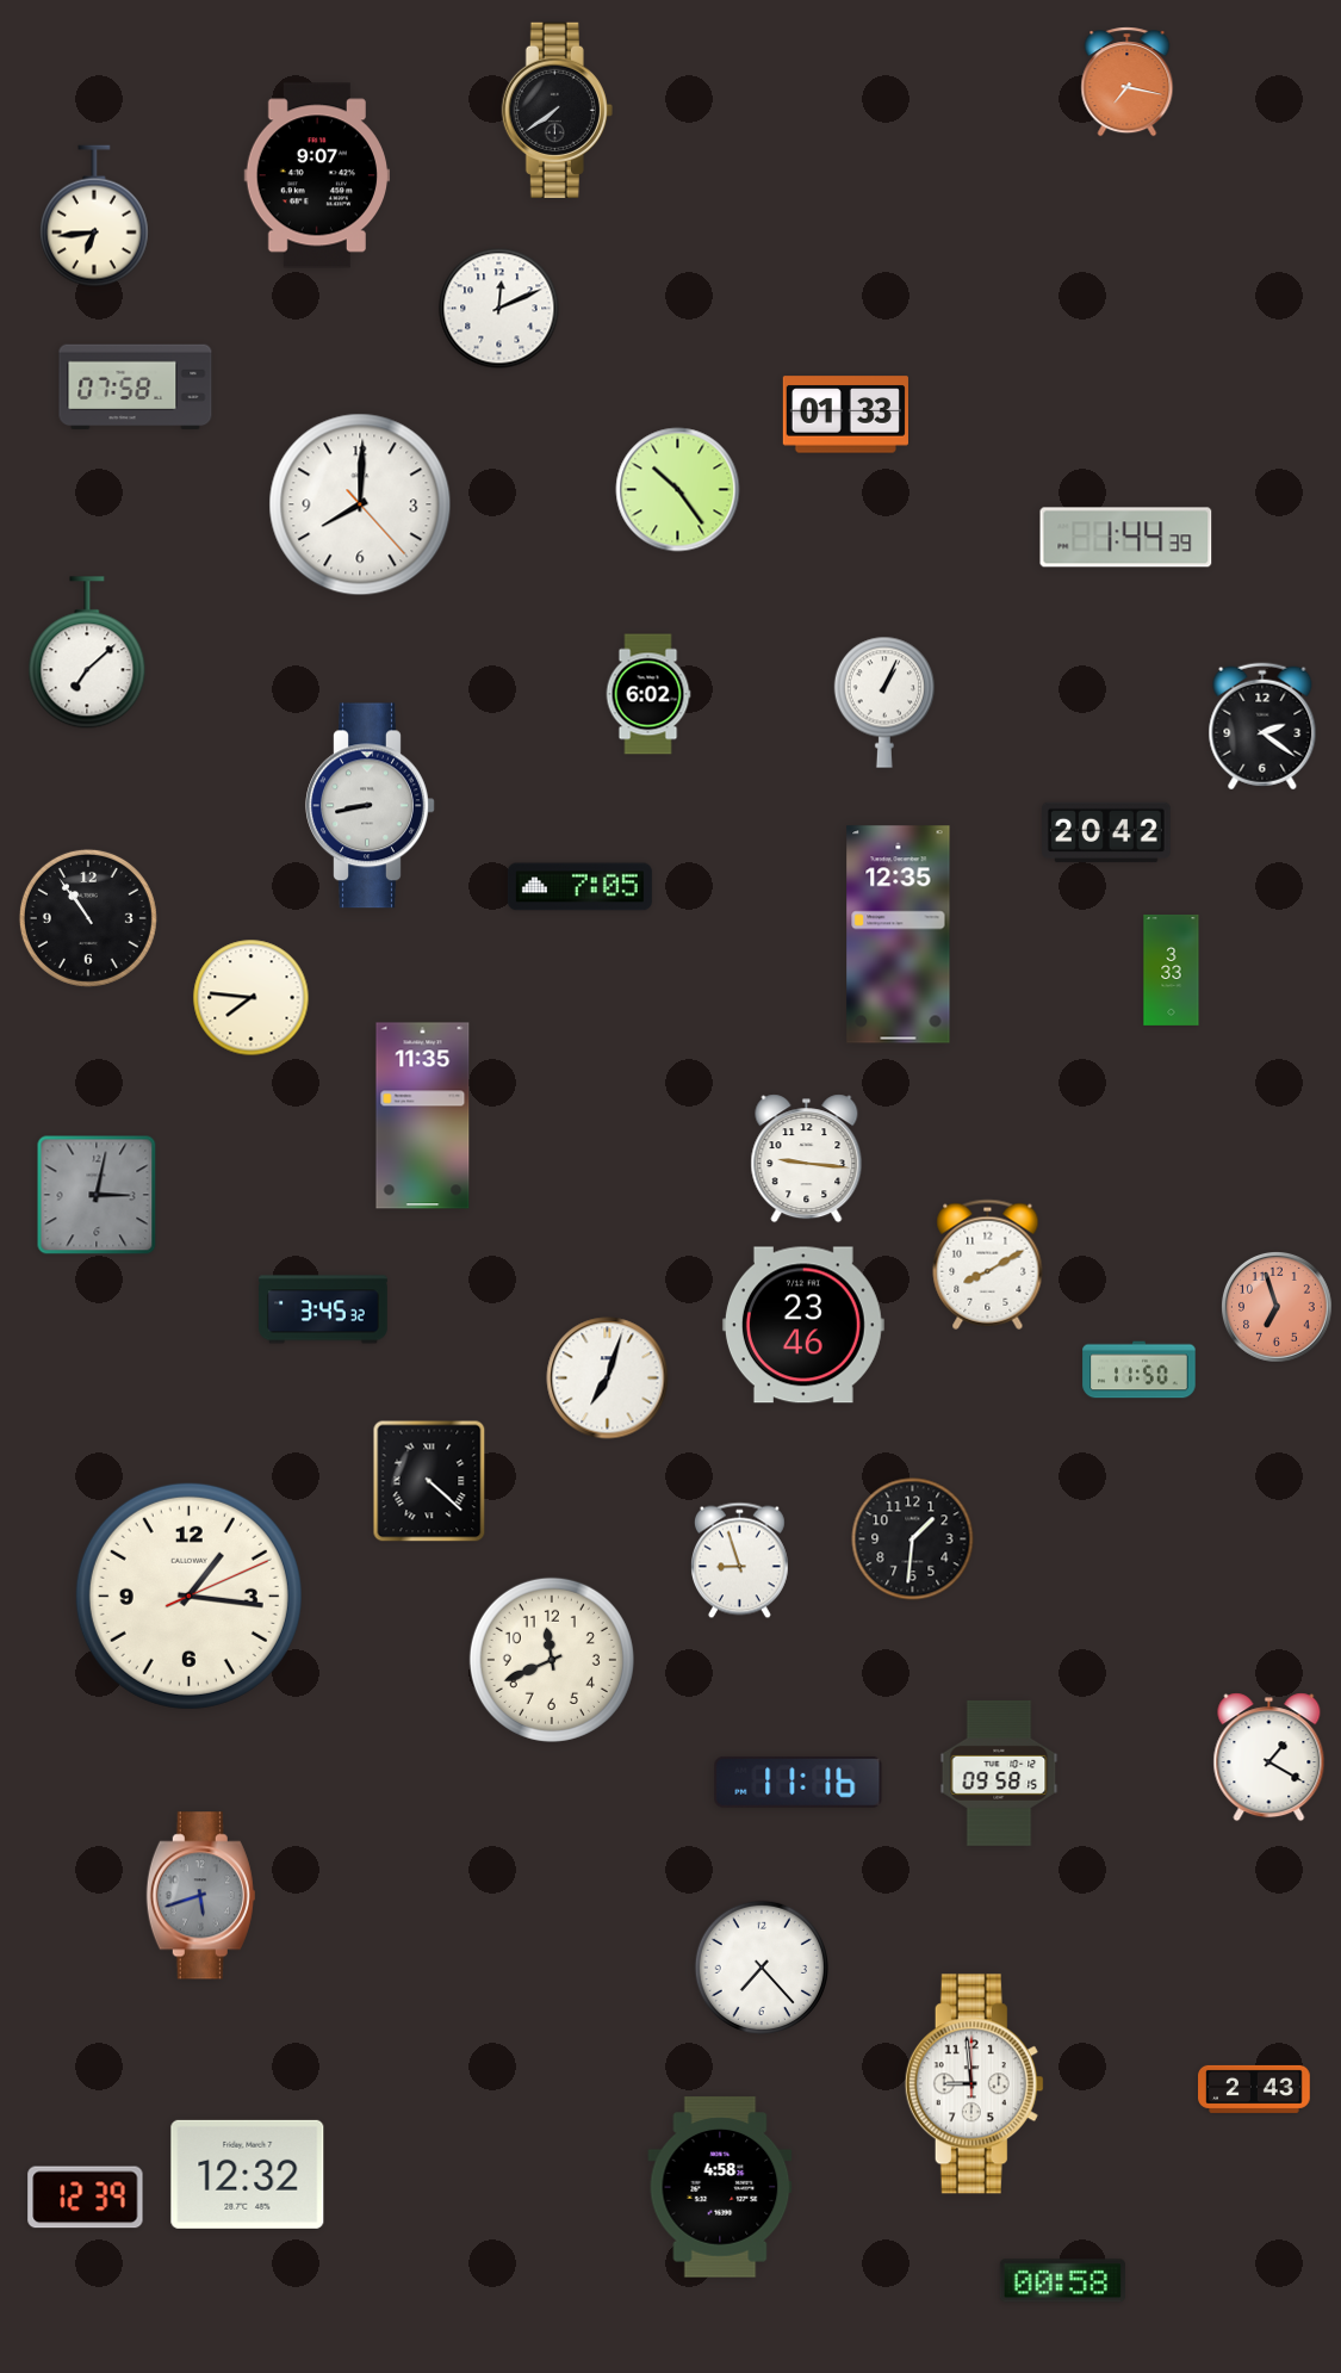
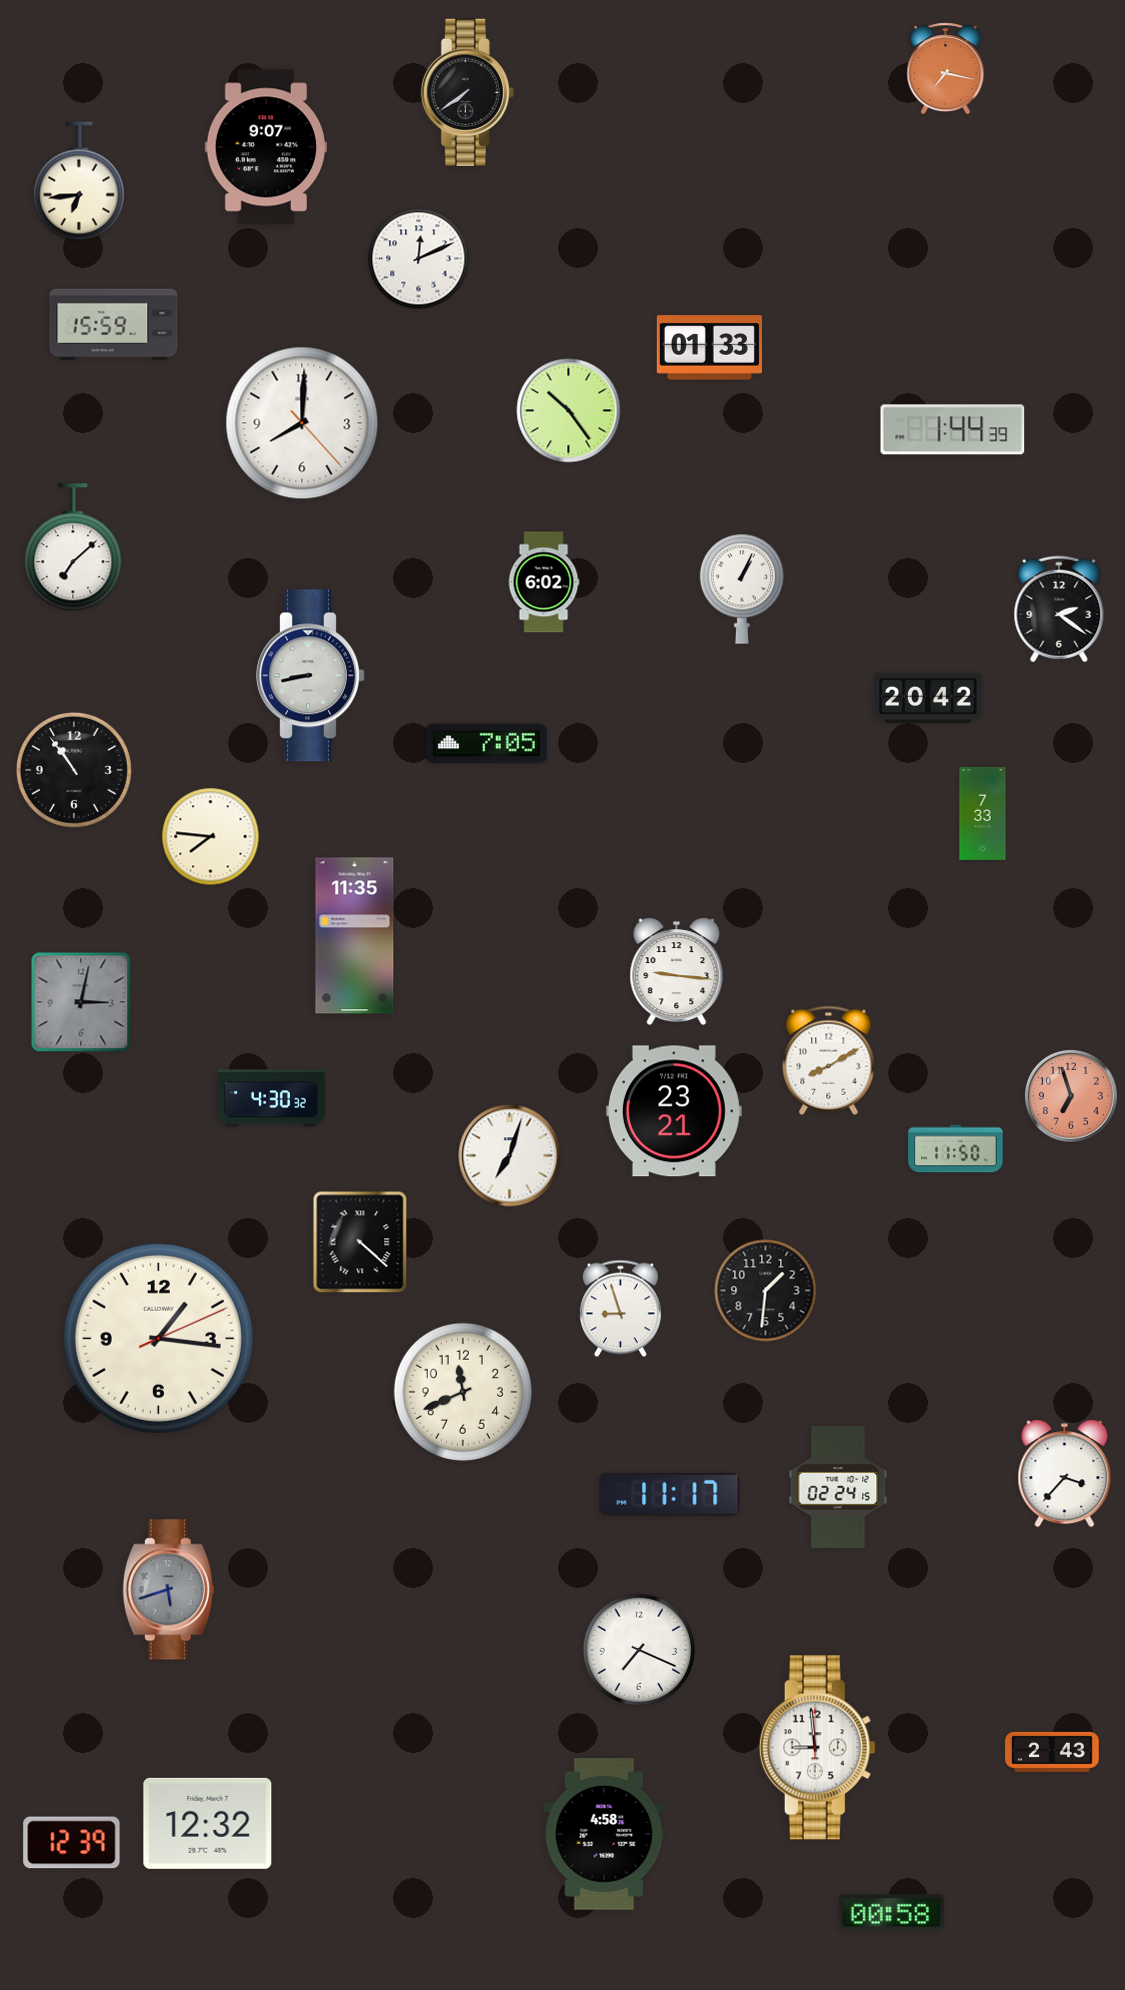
clock at (136, 388): 07:58 -> 15:59
clock at (1126, 538) position: (1126, 538) -> (953, 430)
clock at (899, 935): 12:35 -> none
clock at (1172, 969): 3:33 -> 7:33
clock at (324, 1309): 3:45 -> 4:30
clock at (803, 1325): 23:46 -> 23:21
clock at (1269, 1758): 1:20 -> 3:37
clock at (999, 1773): 09:58 -> 02:24
clock at (799, 1782): 11:16 -> 11:17
clock at (760, 1966): 7:23 -> 7:19
